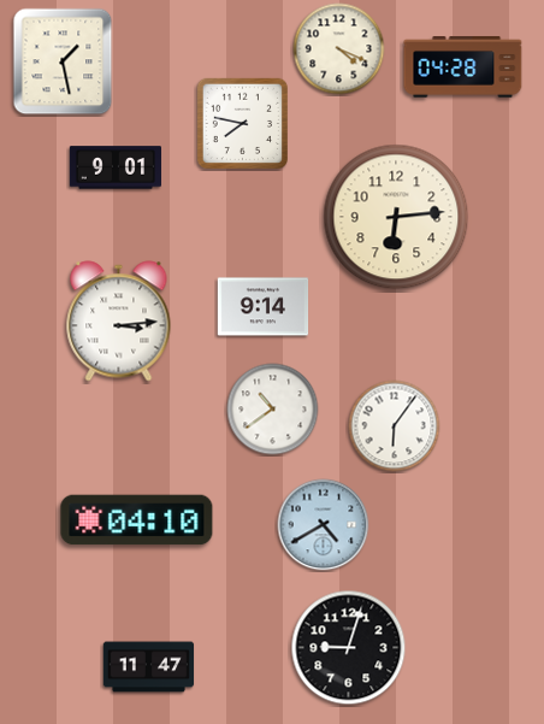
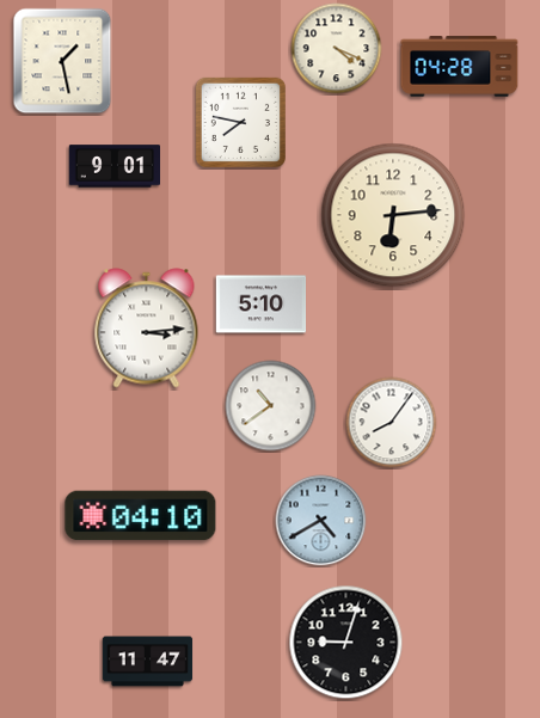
clock at (264, 307): 9:14 -> 5:10
clock at (119, 322) position: (119, 322) -> (147, 329)
clock at (395, 426): 6:06 -> 8:06
clock at (137, 520) position: (137, 520) -> (141, 516)
